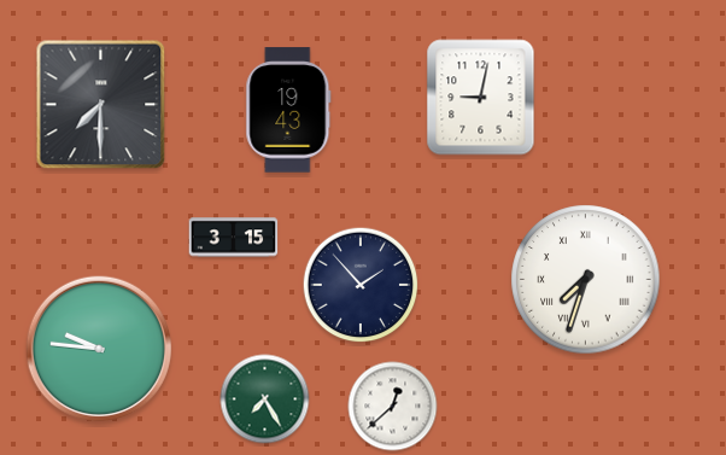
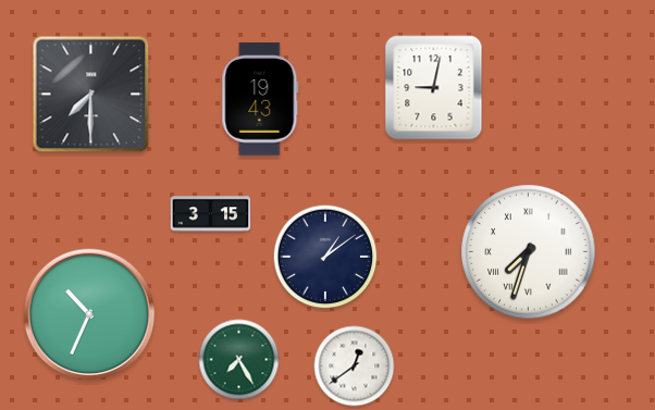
clock at (361, 285): 1:53 -> 1:09
clock at (99, 349): 9:46 -> 10:34
clock at (393, 407): 12:38 -> 12:39
